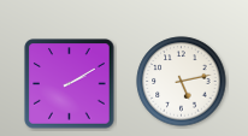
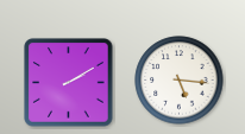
clock at (182, 82): 5:13 -> 5:16
